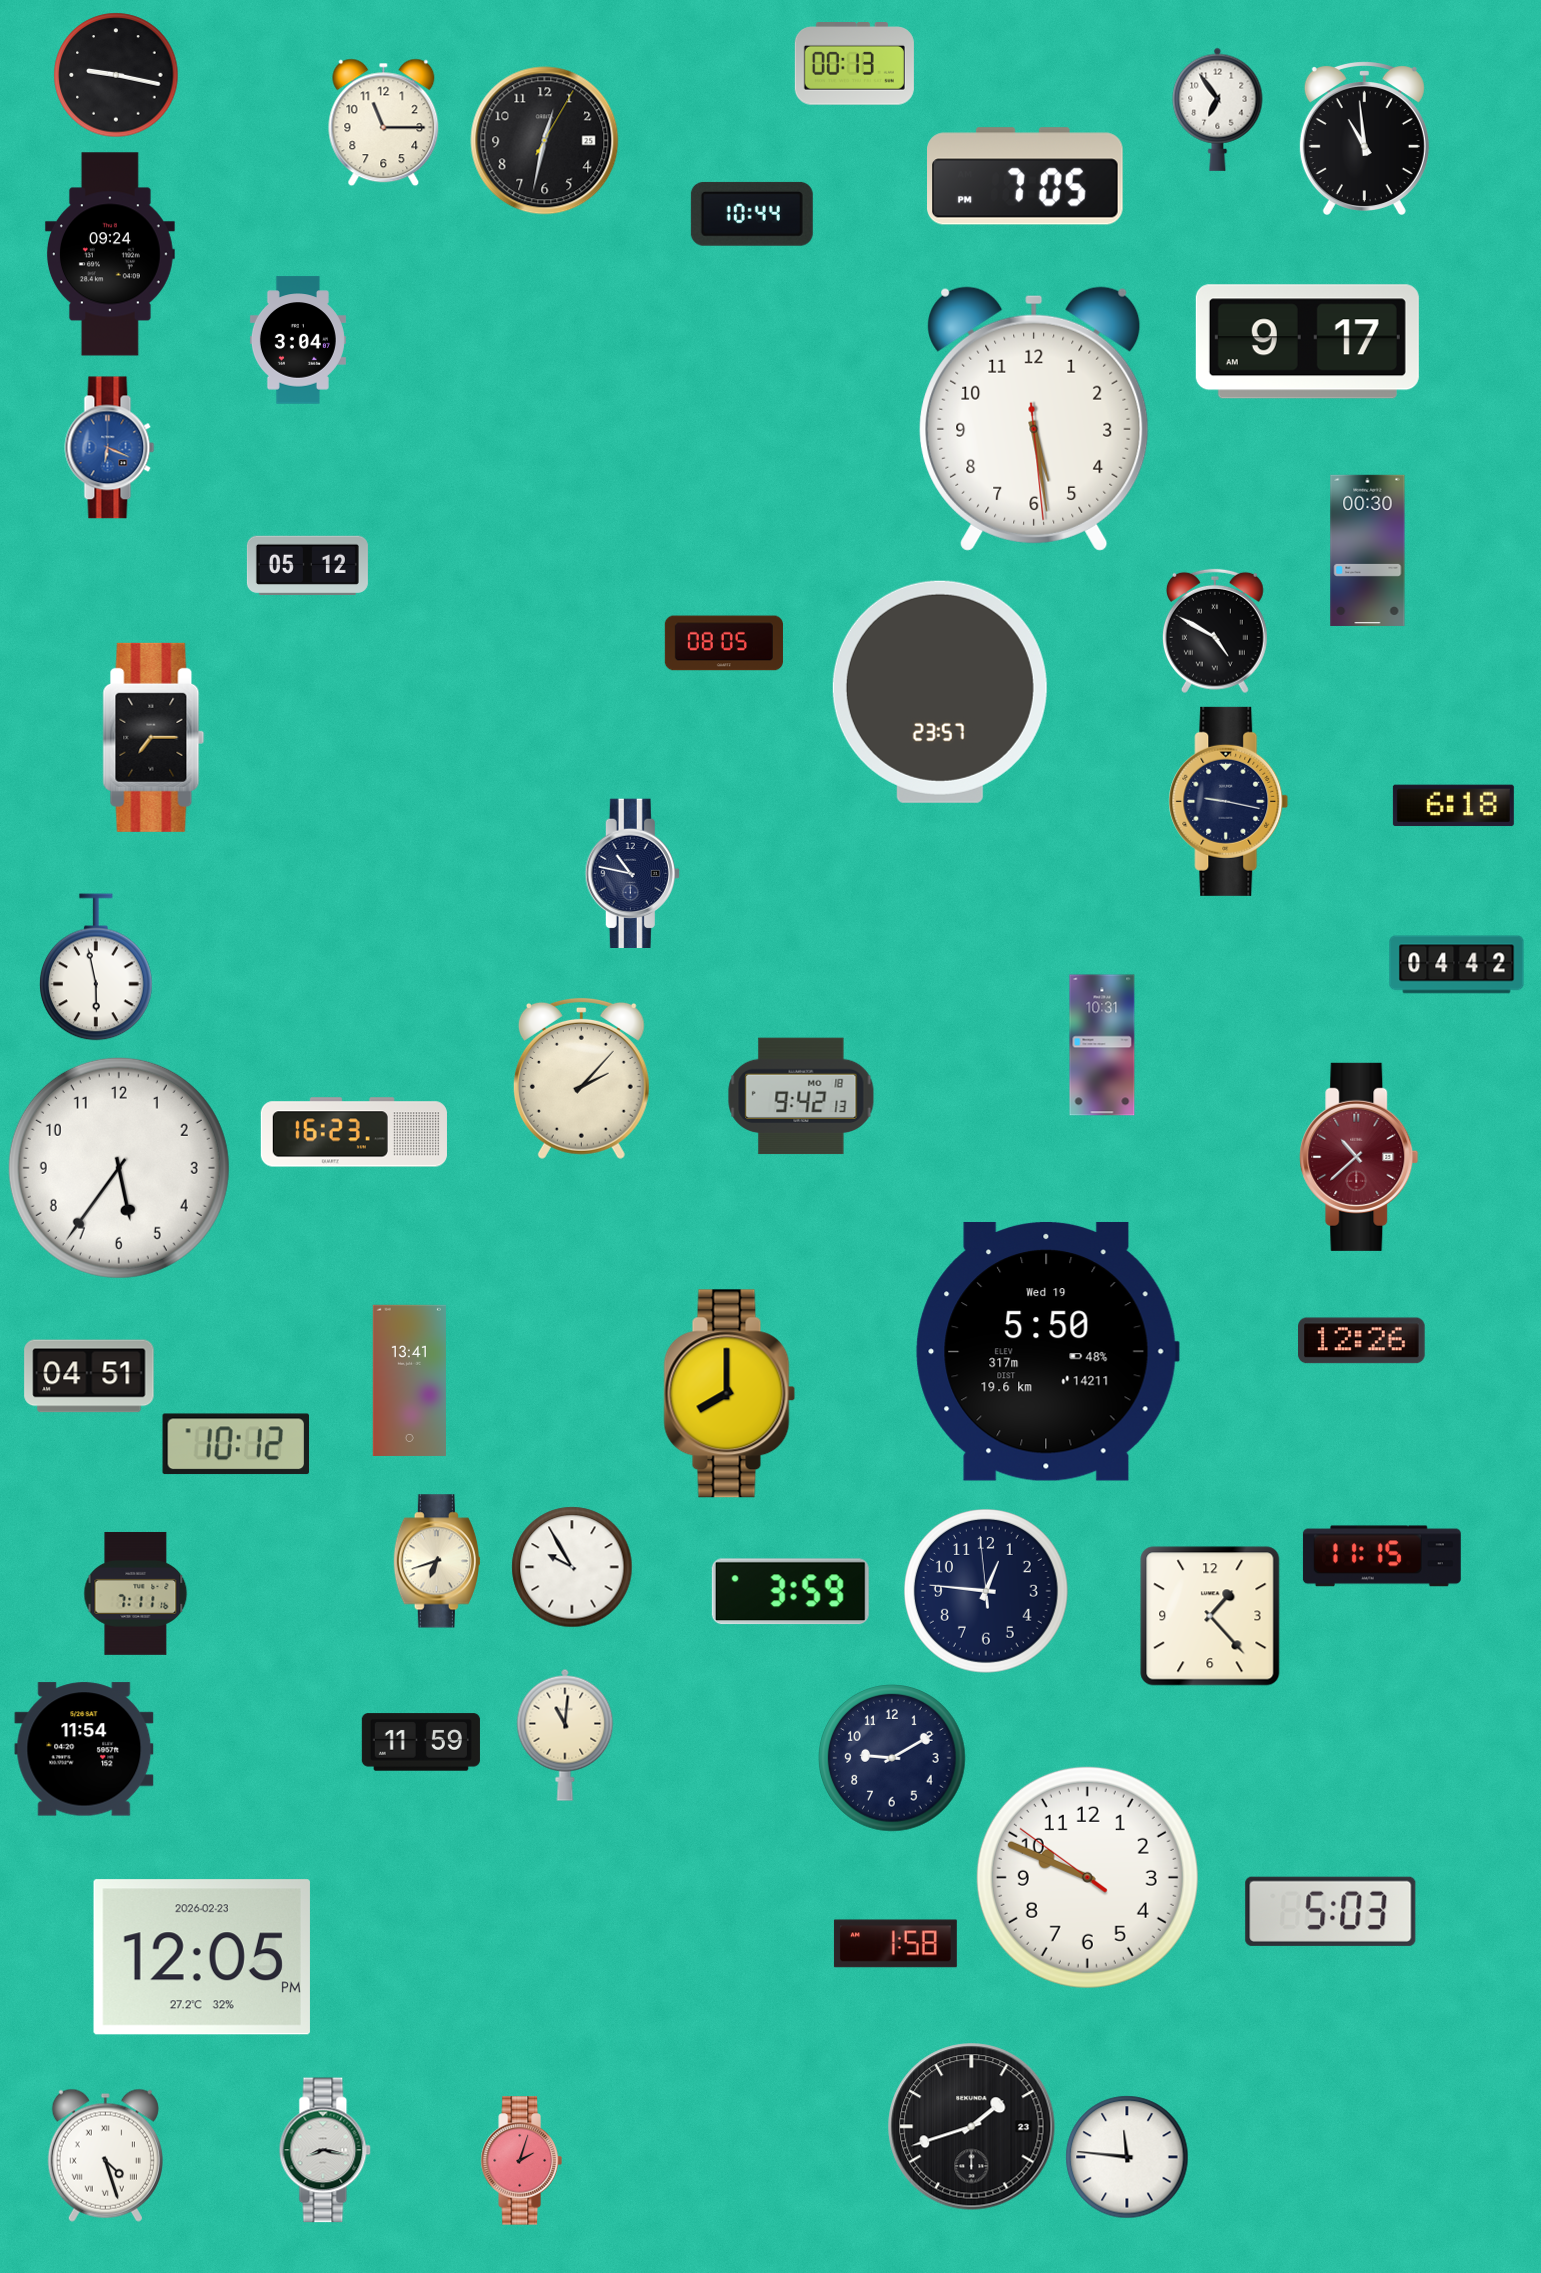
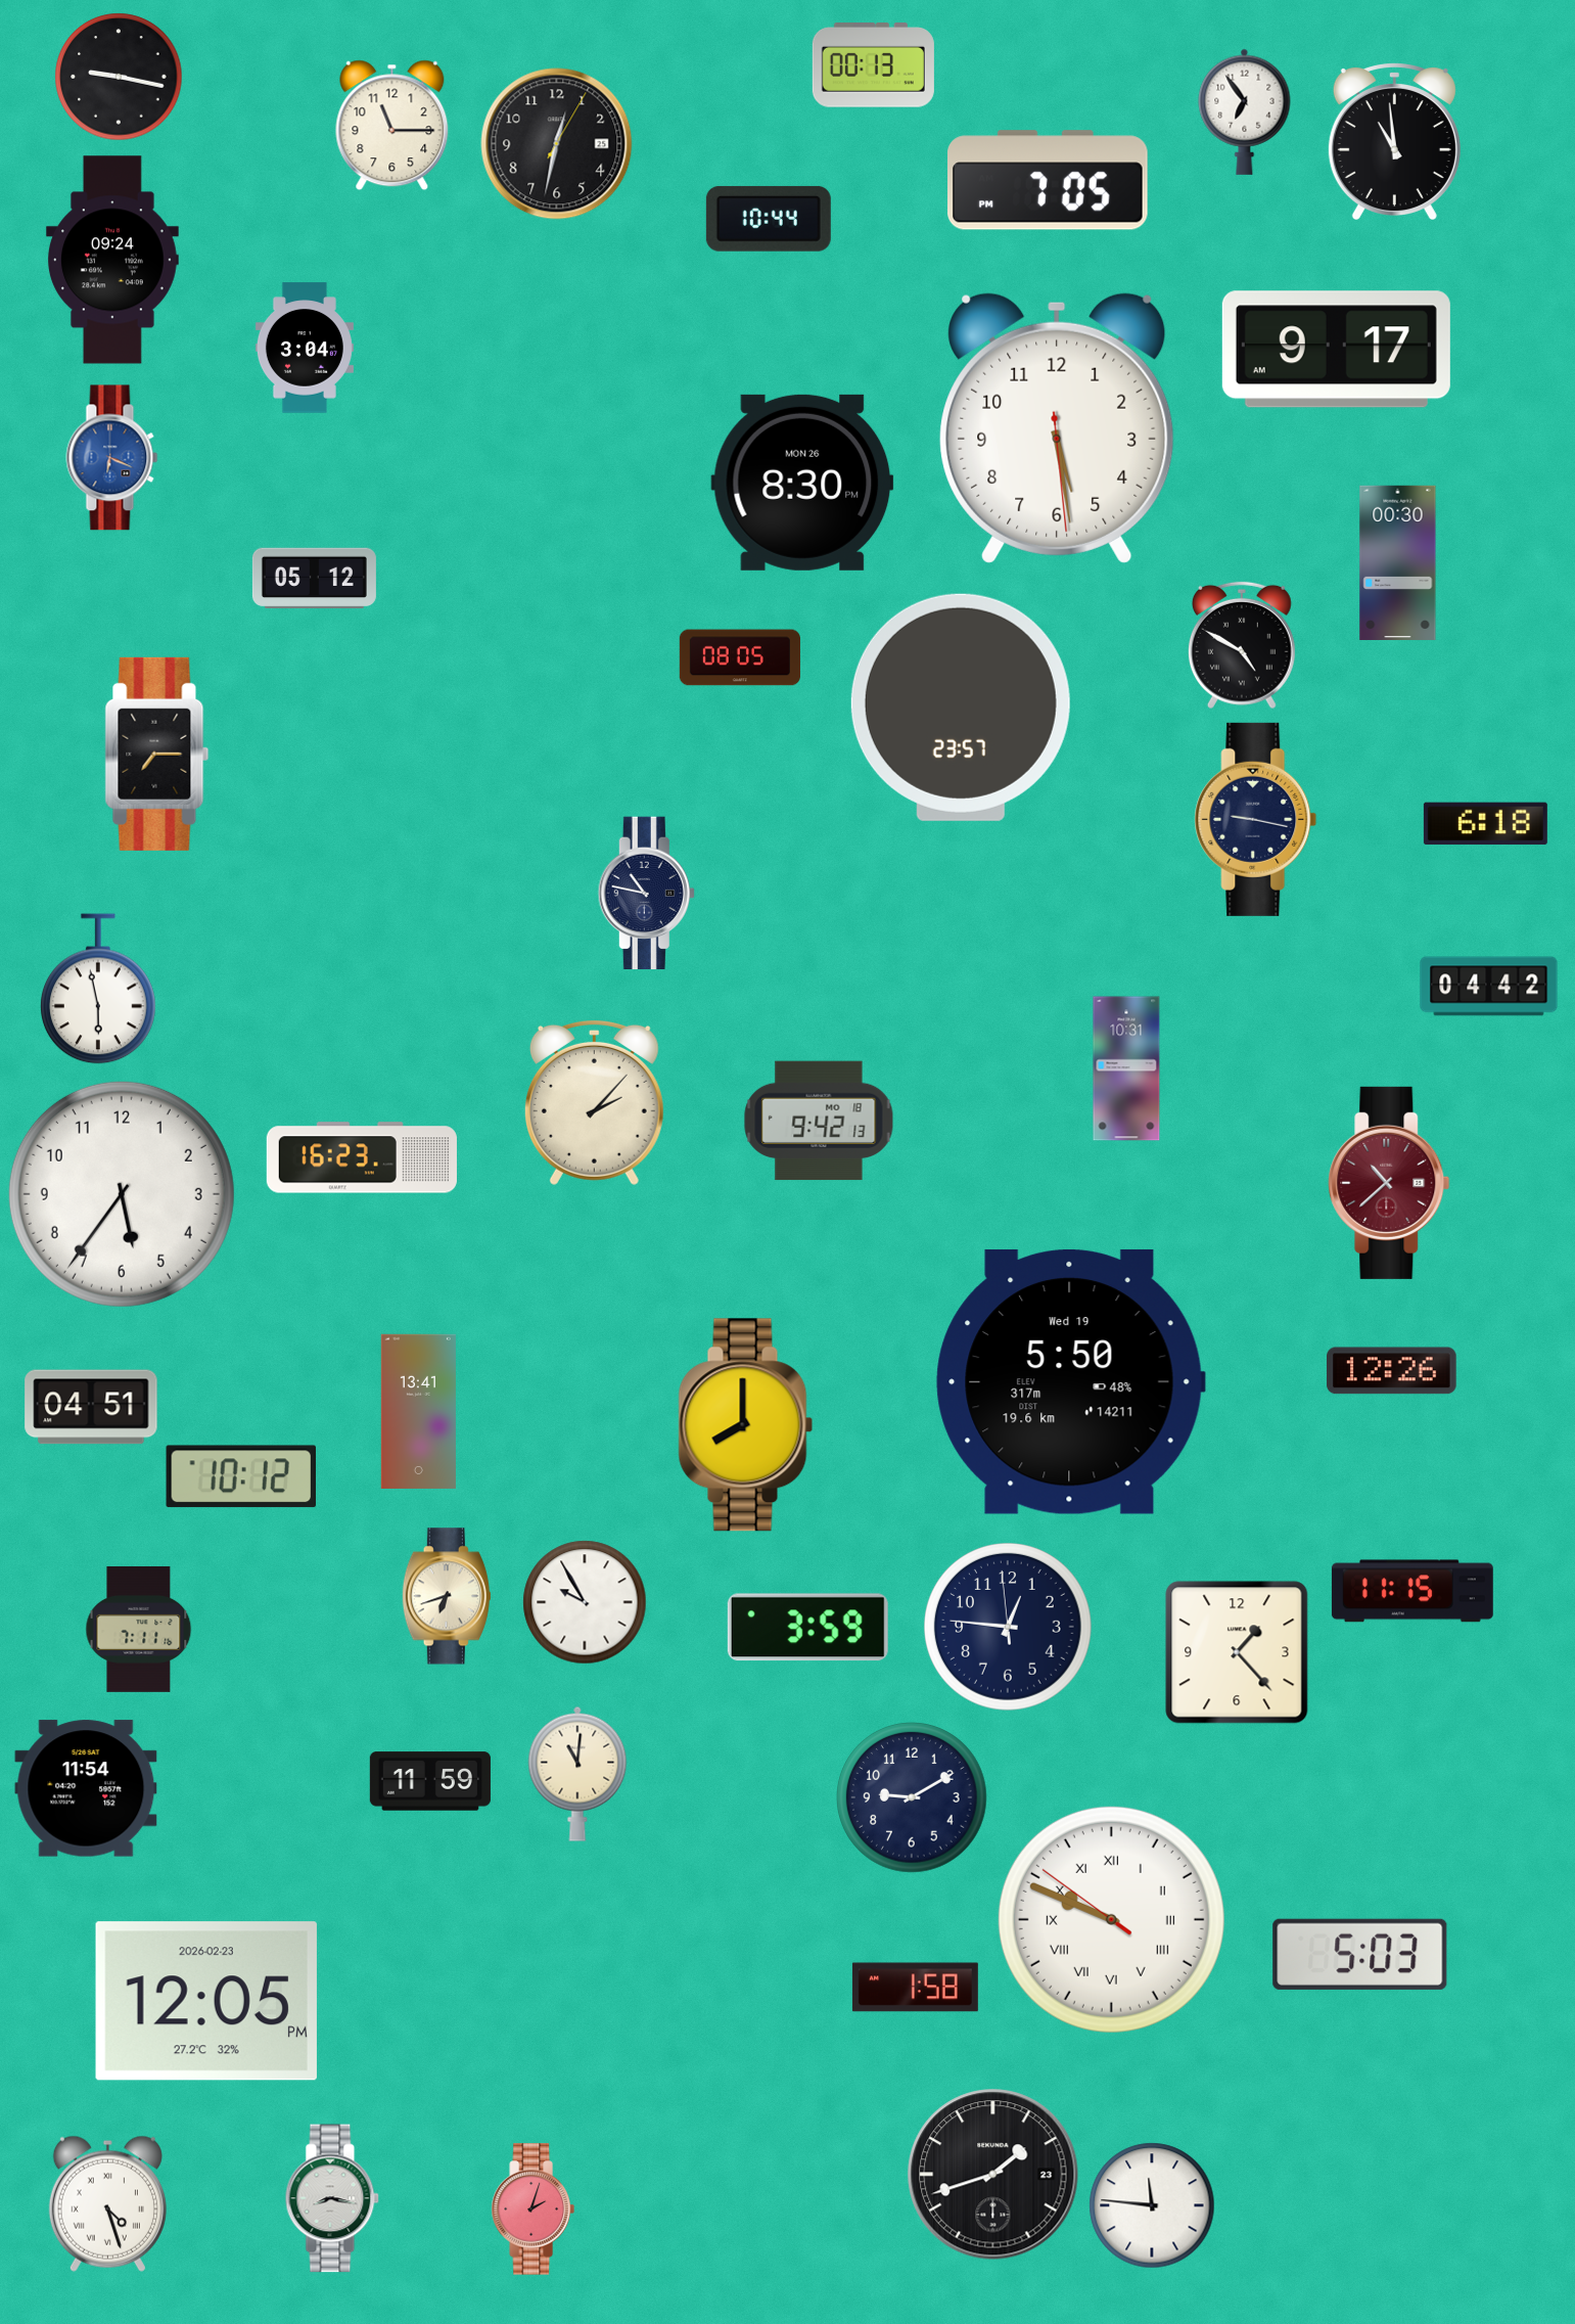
clock at (802, 483): none -> 8:30
clock at (1087, 1877) numerals: Arabic -> Roman
